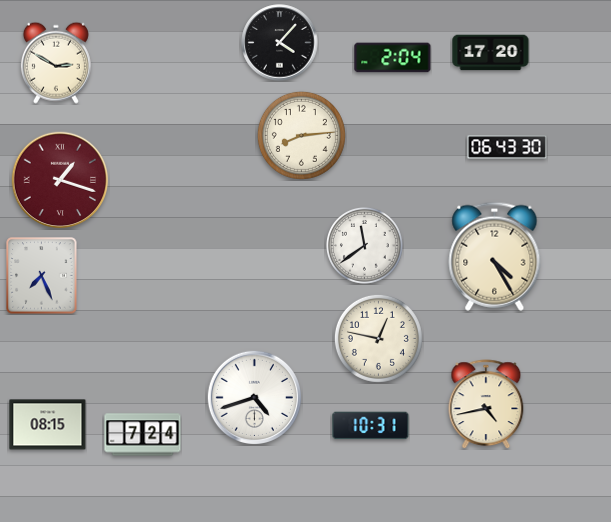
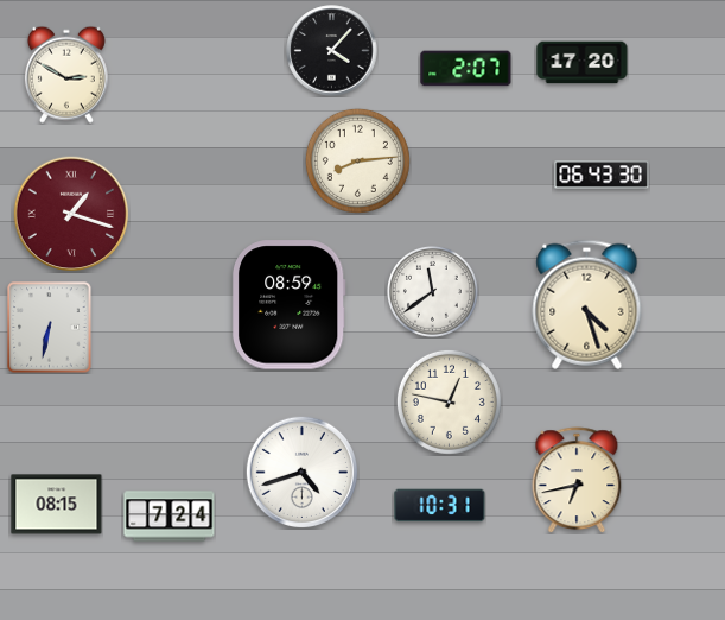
clock at (393, 58): 2:04 -> 2:07
clock at (495, 256): 4:25 -> 4:27
clock at (288, 305): none -> 08:59
clock at (42, 276): 7:26 -> 6:32
clock at (486, 404): 4:43 -> 6:43
